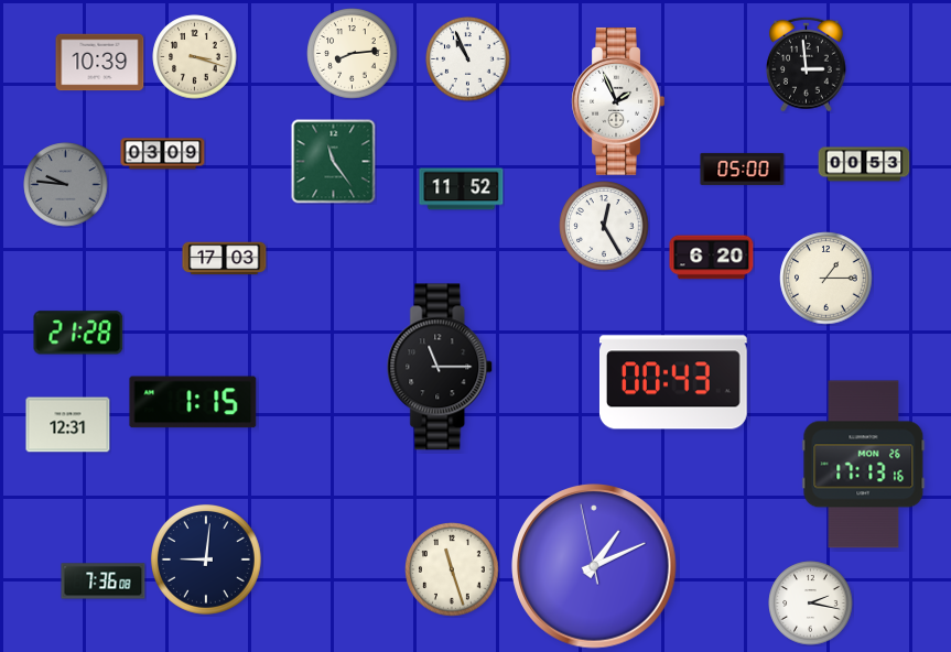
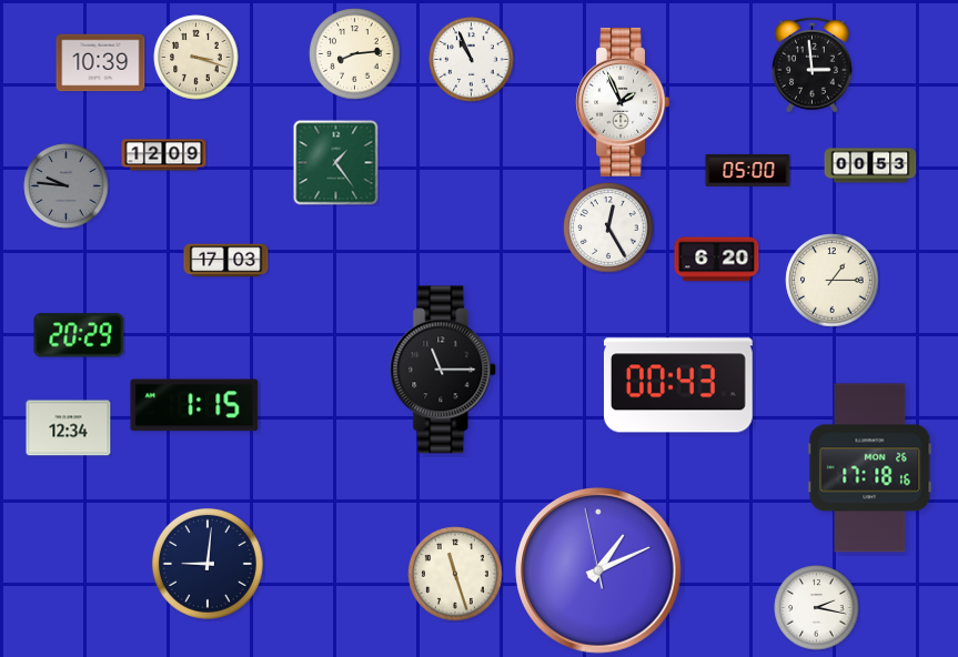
clock at (163, 154): 03:09 -> 12:09
clock at (334, 162): 11:24 -> 1:24
clock at (462, 189): 11:52 -> none
clock at (78, 333): 21:28 -> 20:29
clock at (68, 425): 12:31 -> 12:34
clock at (864, 465): 17:13 -> 17:18
clock at (104, 582): 7:36 -> none
